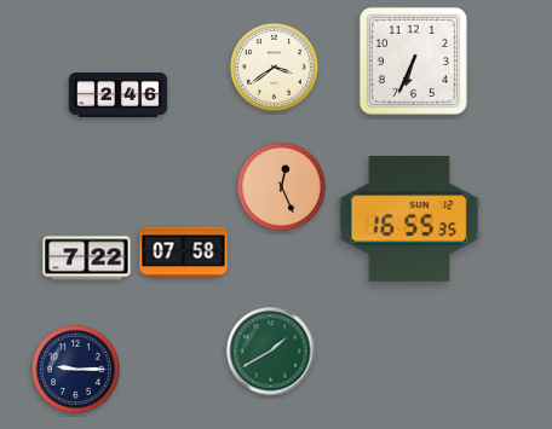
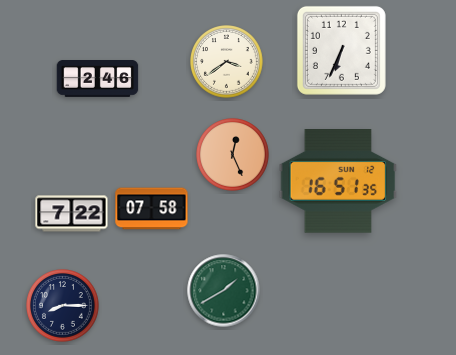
clock at (275, 68) position: (275, 68) -> (227, 62)
clock at (409, 220): 16:55 -> 16:51
clock at (76, 370): 9:15 -> 8:15
